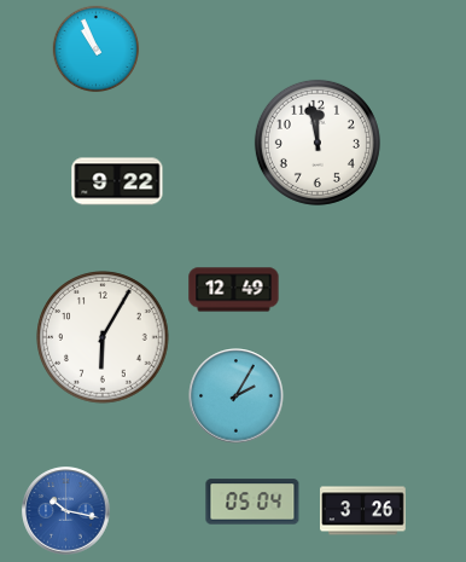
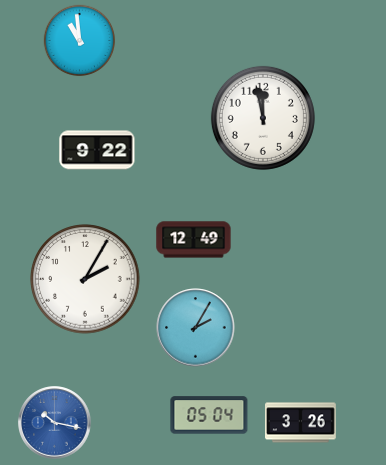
clock at (97, 50): 10:56 -> 10:59
clock at (103, 337): 6:05 -> 2:05
